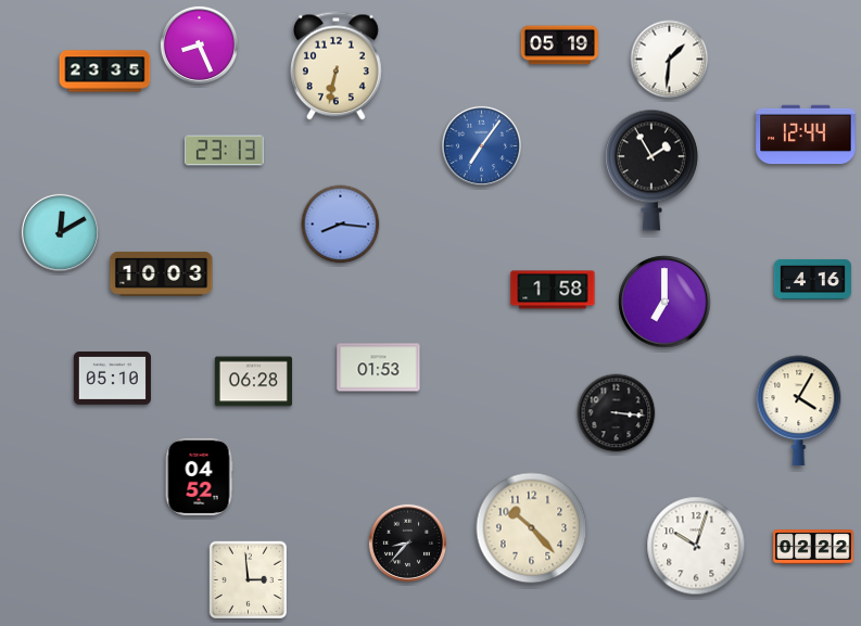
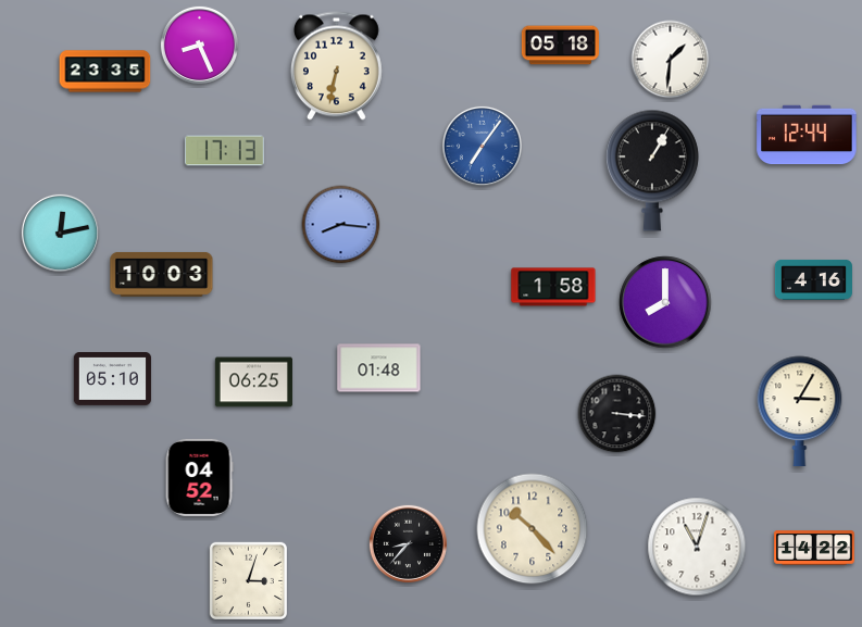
clock at (559, 46): 05:19 -> 05:18
clock at (224, 151): 23:13 -> 17:13
clock at (651, 170): 1:55 -> 1:05
clock at (60, 232): 12:10 -> 12:13
clock at (553, 290) position: (553, 290) -> (553, 287)
clock at (664, 302): 7:00 -> 8:00
clock at (379, 368): 01:53 -> 01:48
clock at (253, 382): 06:28 -> 06:25
clock at (799, 411): 4:05 -> 3:05
clock at (696, 546): 10:03 -> 11:03
clock at (813, 547): 02:22 -> 14:22
clock at (248, 579): 2:59 -> 3:03
